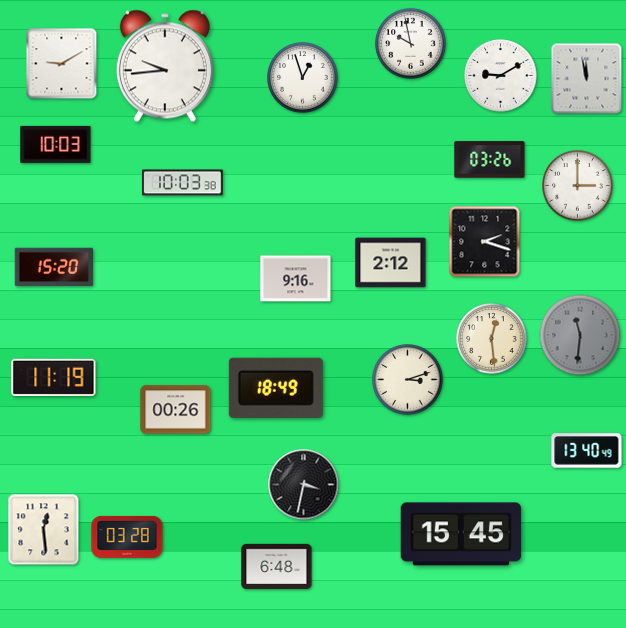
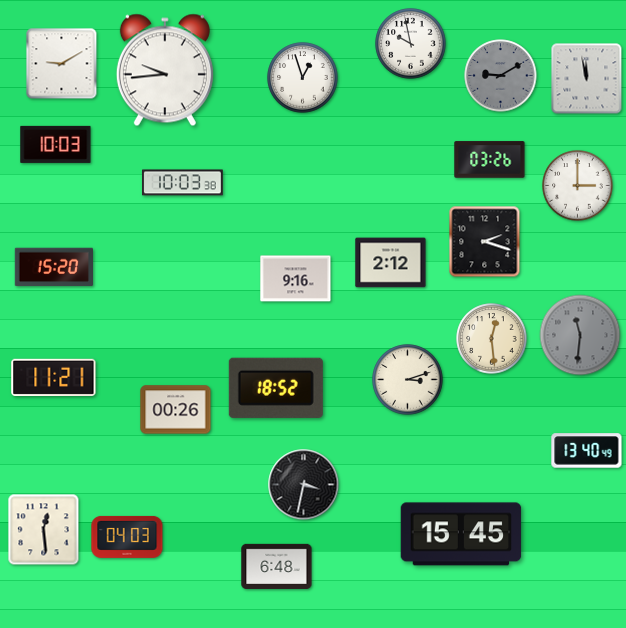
clock at (165, 66) position: (165, 66) -> (165, 70)
clock at (501, 76) dial: white -> grey
clock at (54, 377): 11:19 -> 11:21
clock at (276, 388): 18:49 -> 18:52
clock at (127, 537): 03:28 -> 04:03
